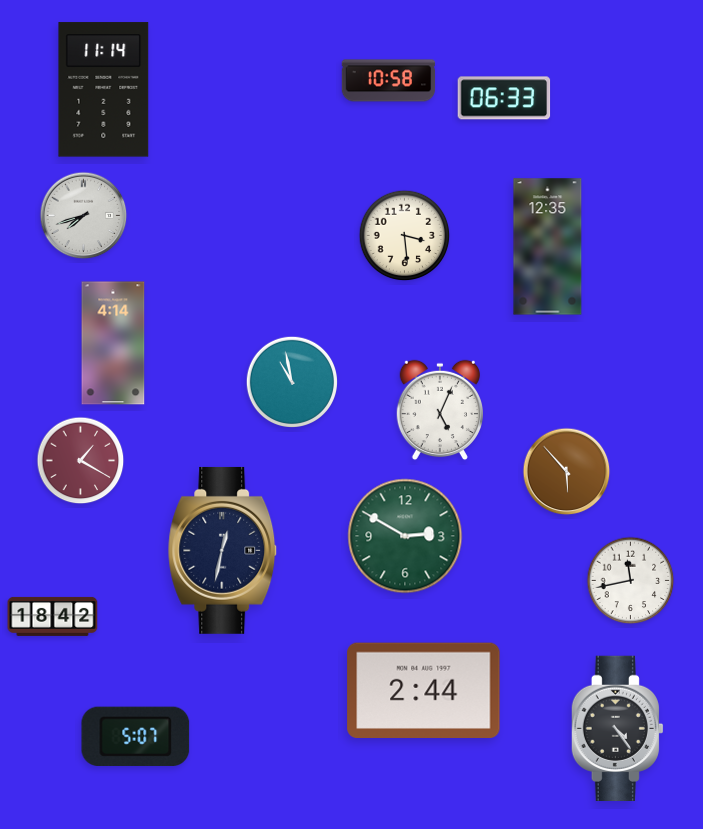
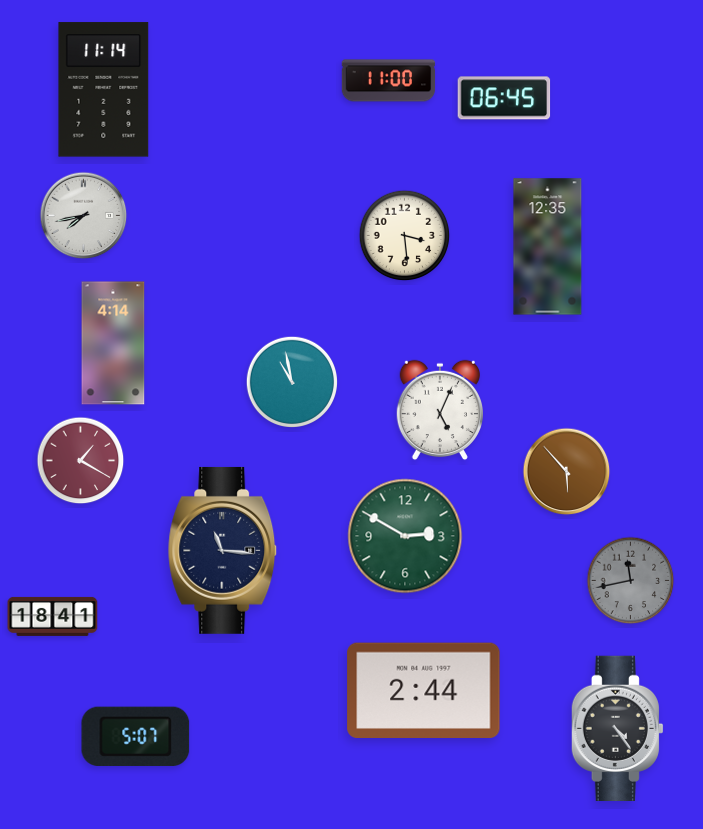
clock at (389, 81): 10:58 -> 11:00
clock at (504, 98): 06:33 -> 06:45
clock at (84, 216): 7:42 -> 7:43
clock at (223, 550): 12:32 -> 11:16
clock at (631, 581) dial: white -> grey
clock at (53, 616): 18:42 -> 18:41
